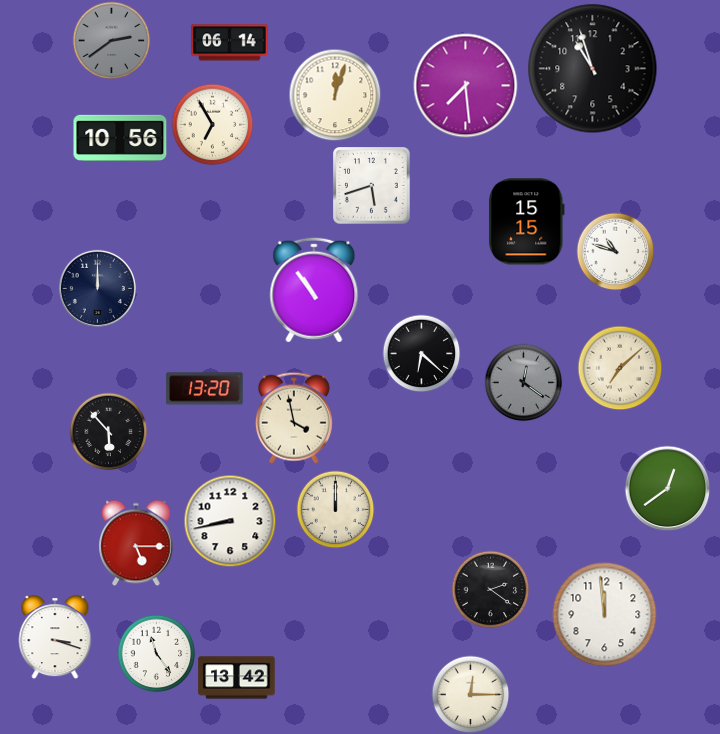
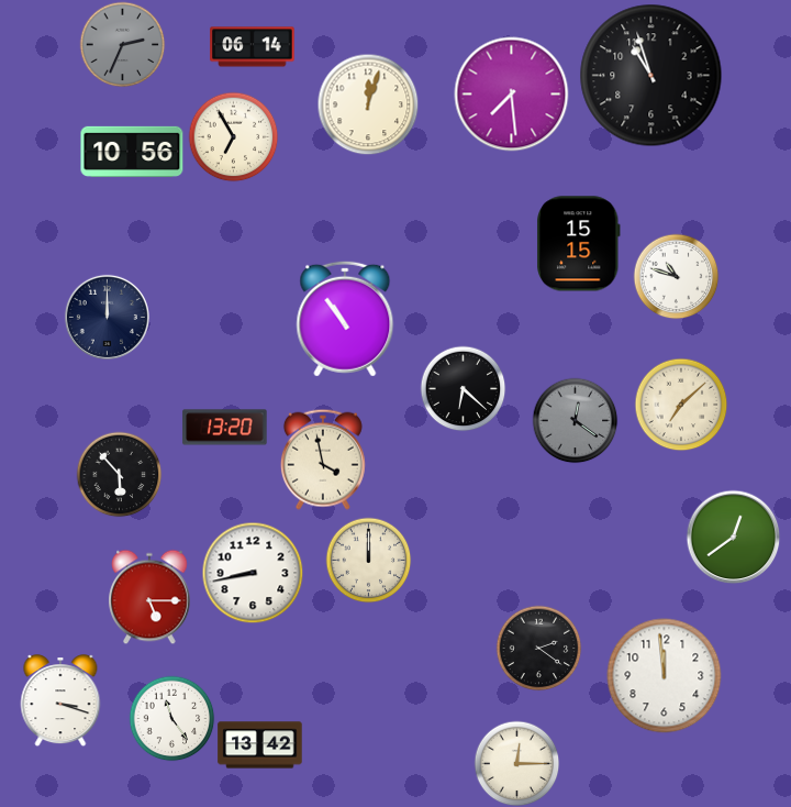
clock at (111, 40): 2:39 -> 2:34
clock at (372, 186): 5:42 -> none
